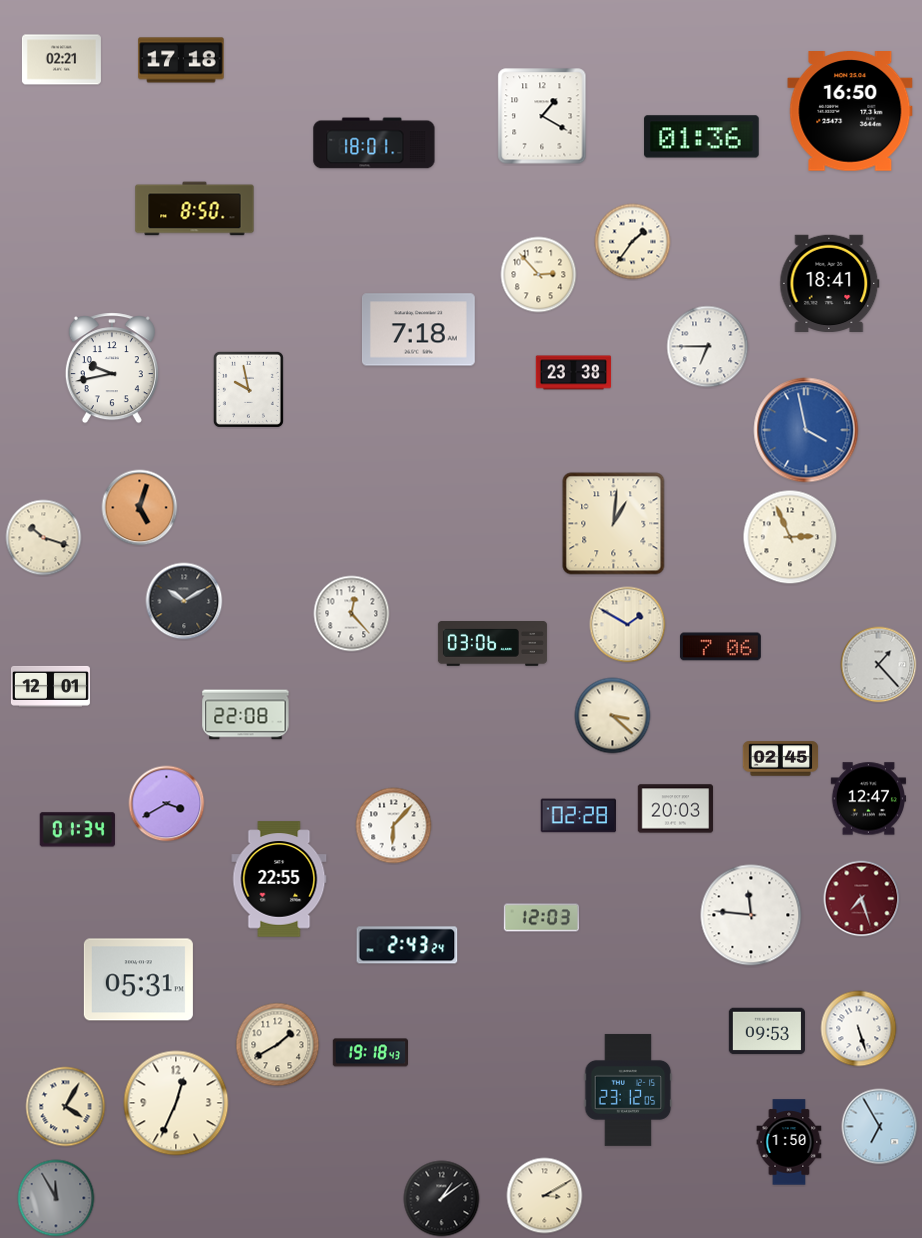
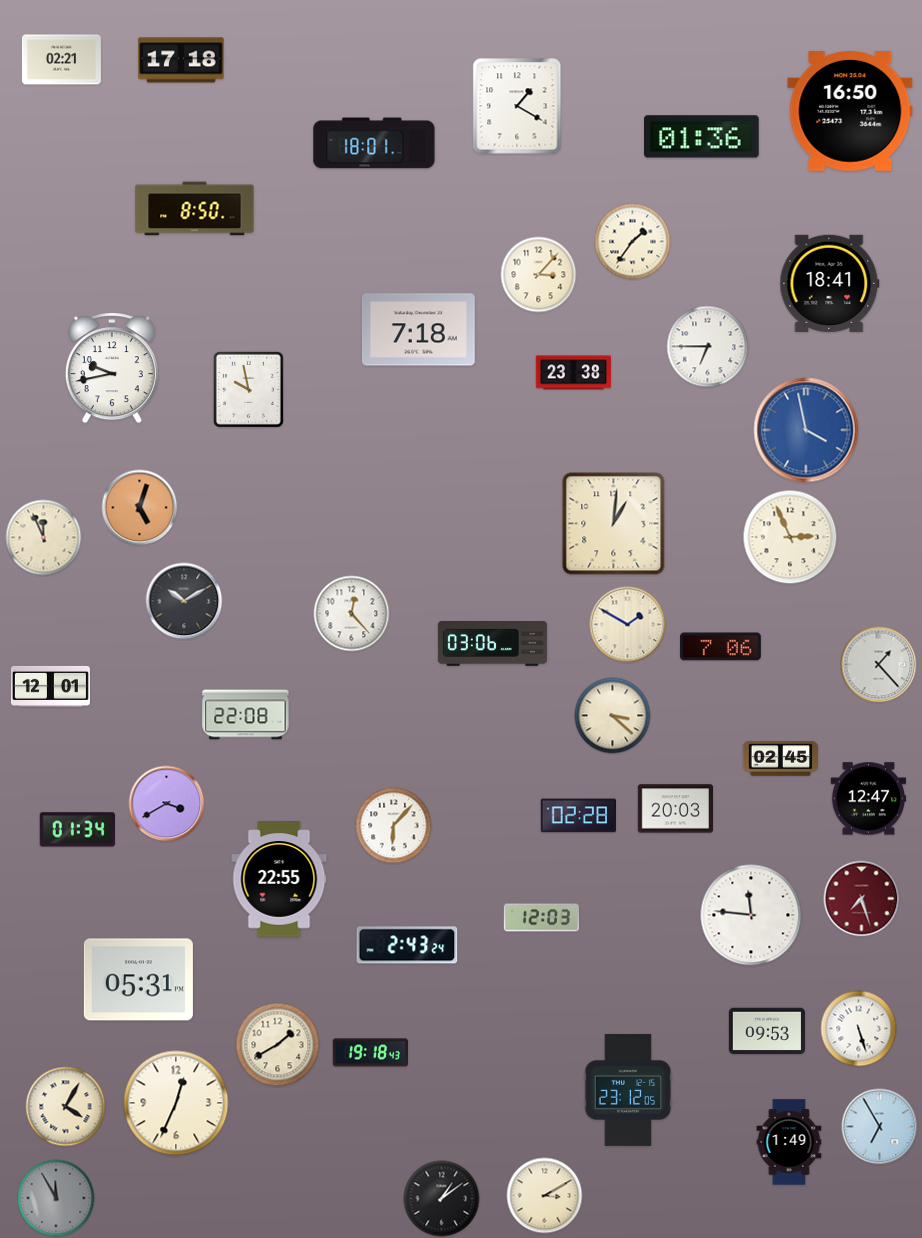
clock at (542, 116) position: (542, 116) -> (517, 106)
clock at (539, 275): 2:53 -> 3:07
clock at (44, 538): 10:18 -> 11:56
clock at (789, 1142): 1:50 -> 1:49
